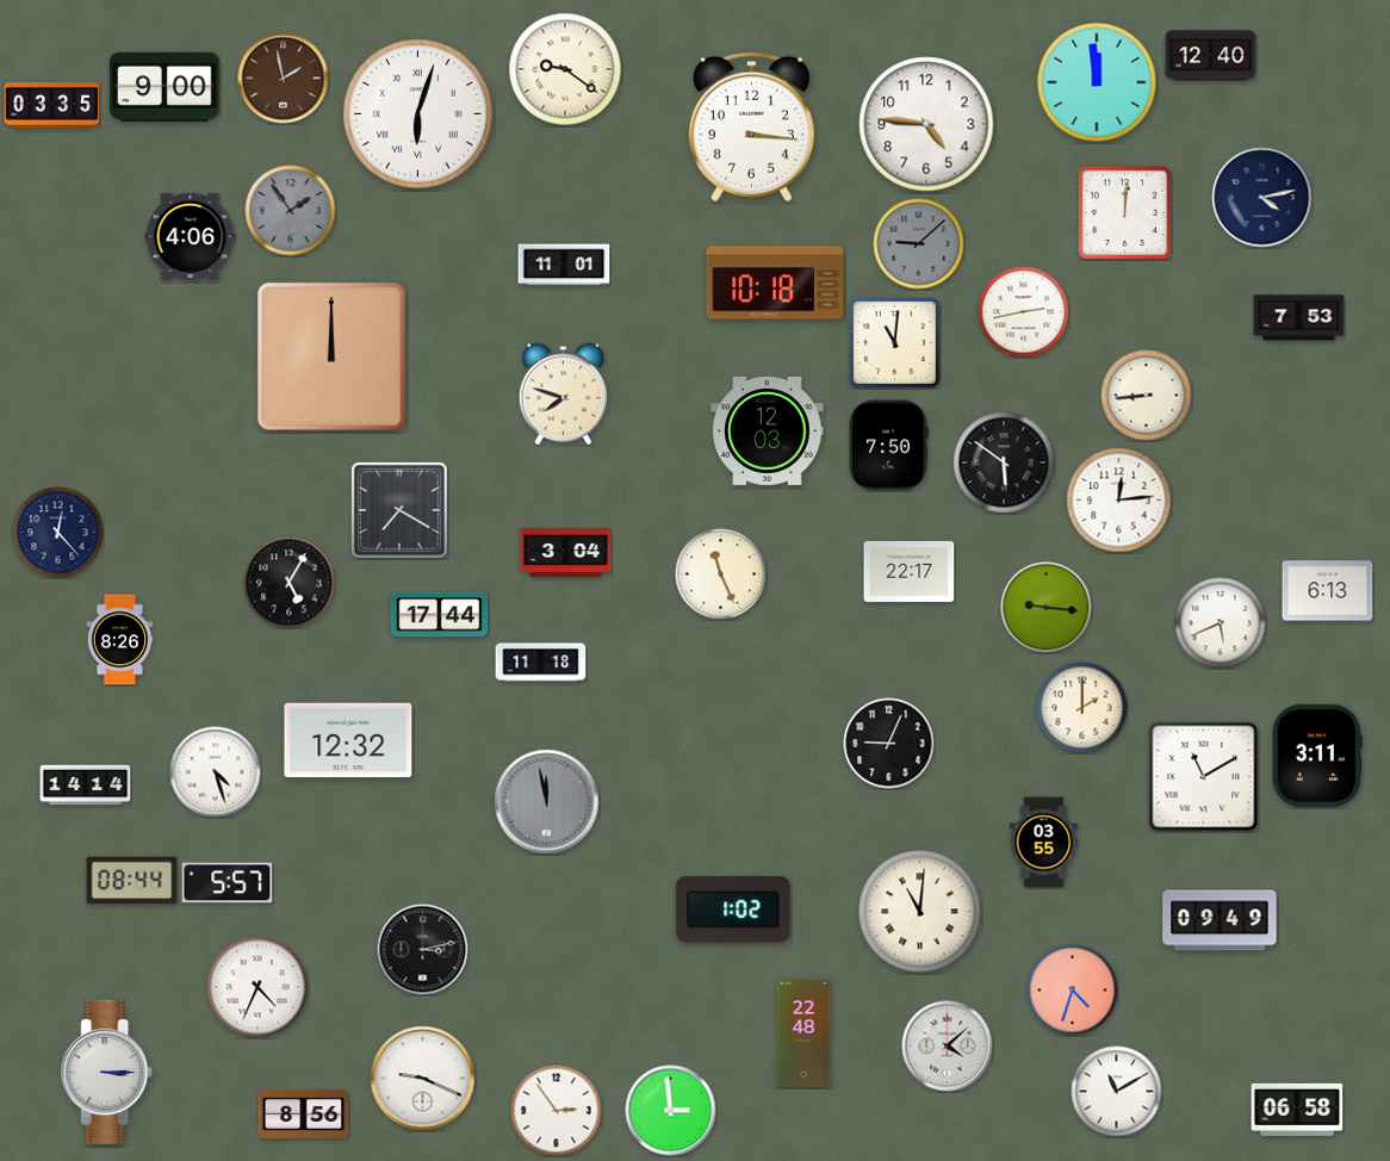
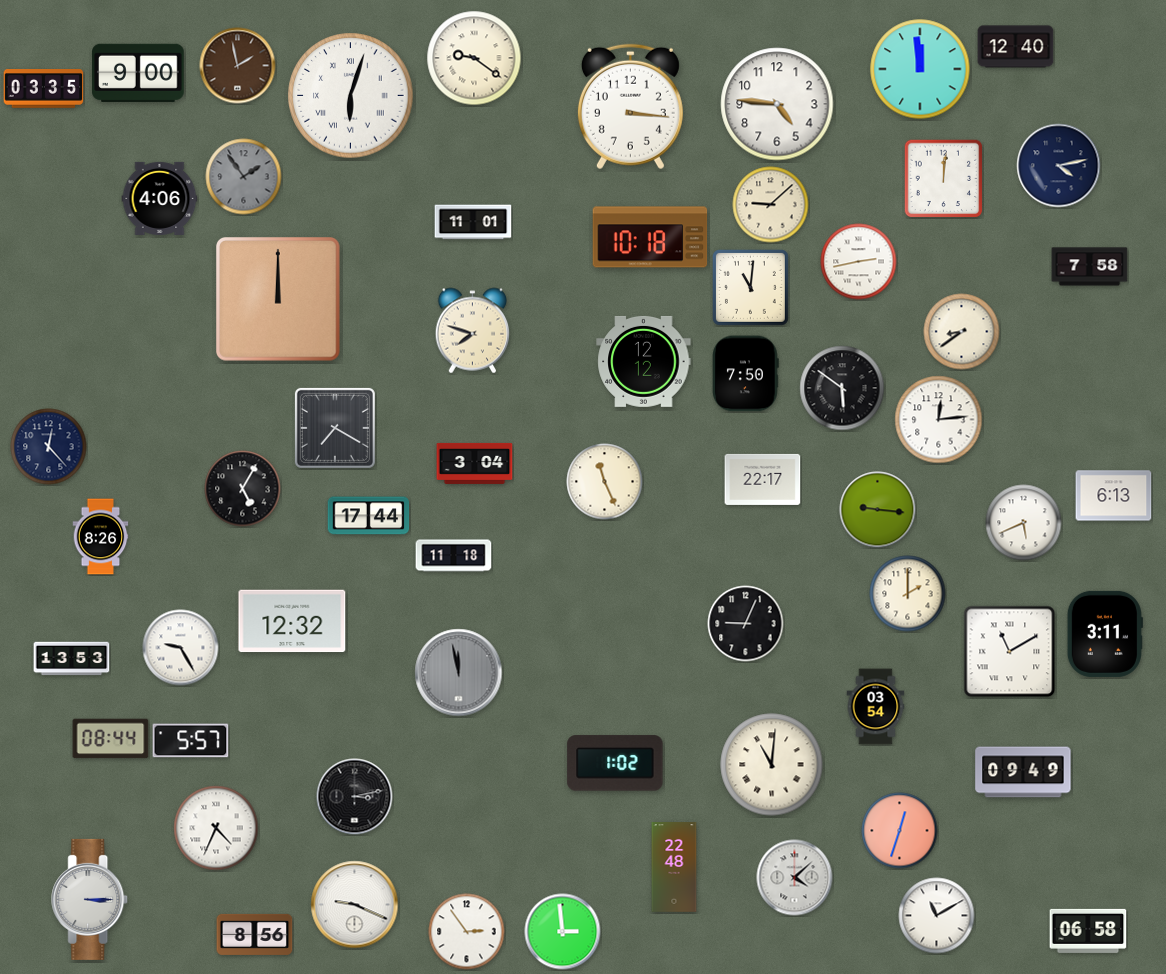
clock at (919, 244) dial: grey -> cream
clock at (1299, 318): 7:53 -> 7:58
clock at (1147, 396): 8:44 -> 8:39
clock at (768, 430): 12:03 -> 12:12
clock at (216, 772): 4:27 -> 9:25
clock at (86, 786): 14:14 -> 13:53
clock at (1044, 843): 03:55 -> 03:54
clock at (1073, 991): 4:33 -> 12:33
